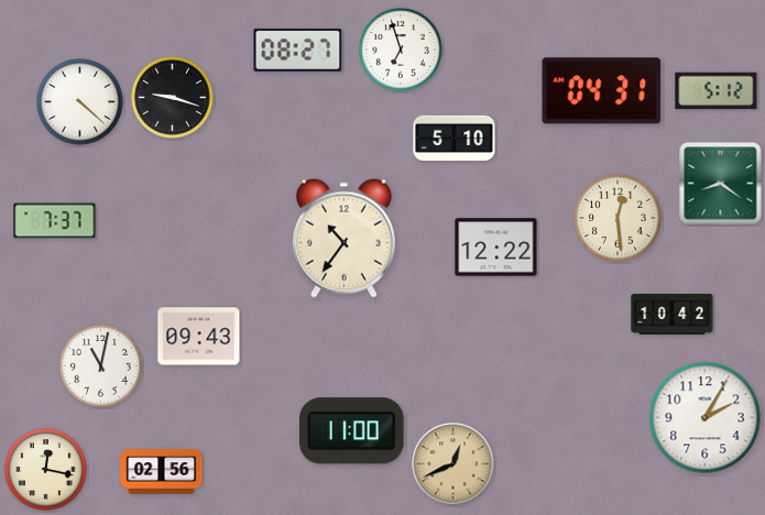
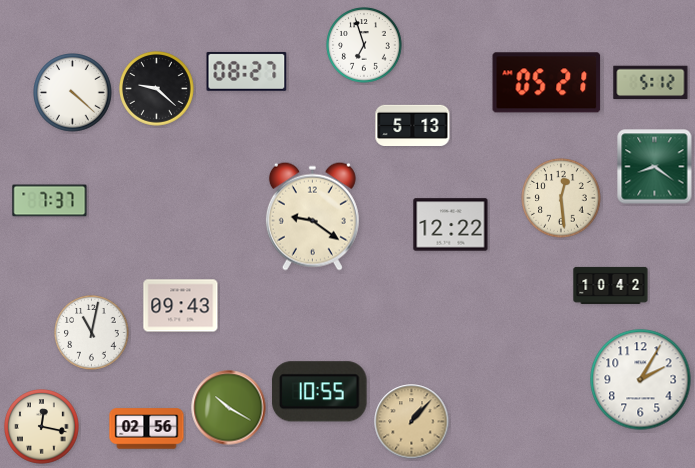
clock at (298, 50) position: (298, 50) -> (247, 71)
clock at (602, 91): 04:31 -> 05:21
clock at (173, 98): 9:18 -> 9:22
clock at (455, 138): 5:10 -> 5:13
clock at (343, 238): 10:36 -> 9:21
clock at (352, 431): 11:00 -> 10:55
clock at (229, 408): none -> 10:20
clock at (453, 464): 12:41 -> 1:07
